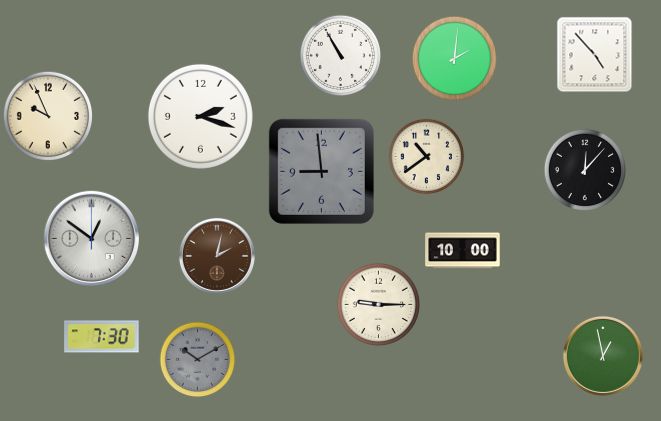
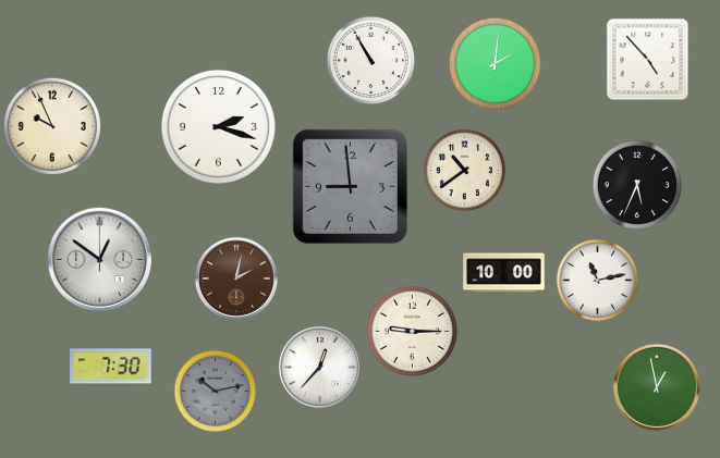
clock at (584, 169): 12:07 -> 5:34
clock at (598, 281): none -> 11:13
clock at (319, 367): none -> 12:37
clock at (198, 360): 10:10 -> 10:13
